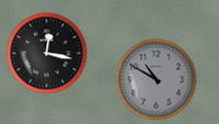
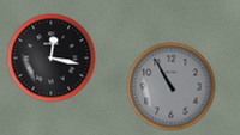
clock at (157, 80): 10:50 -> 10:55
